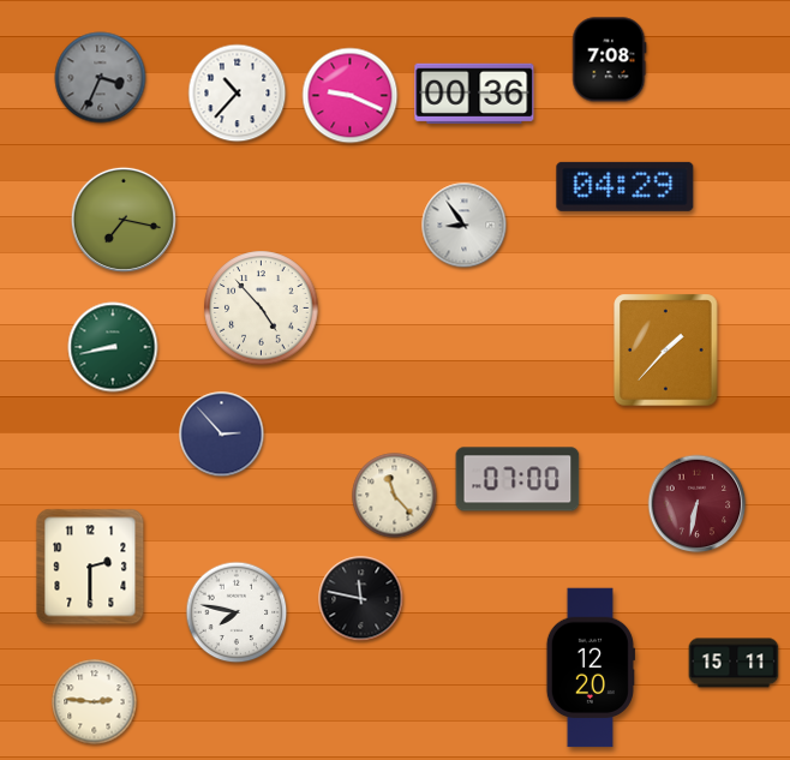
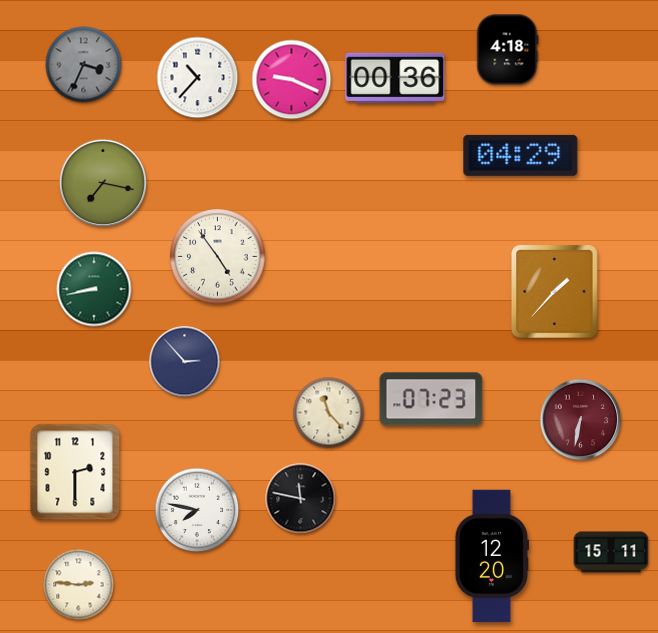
clock at (610, 60): 7:08 -> 4:18
clock at (465, 226): 8:54 -> none
clock at (262, 309): 4:53 -> 4:54
clock at (517, 479): 07:00 -> 07:23
